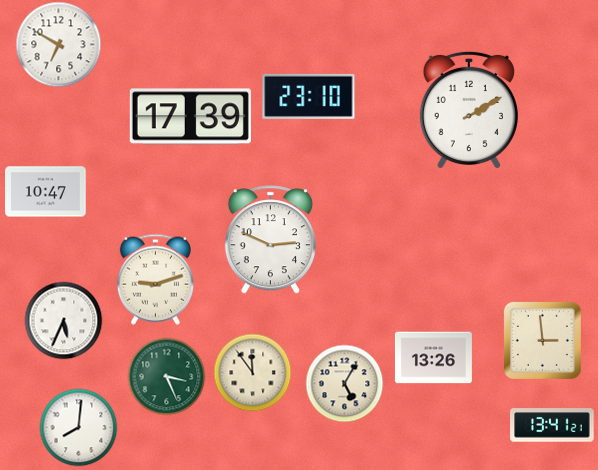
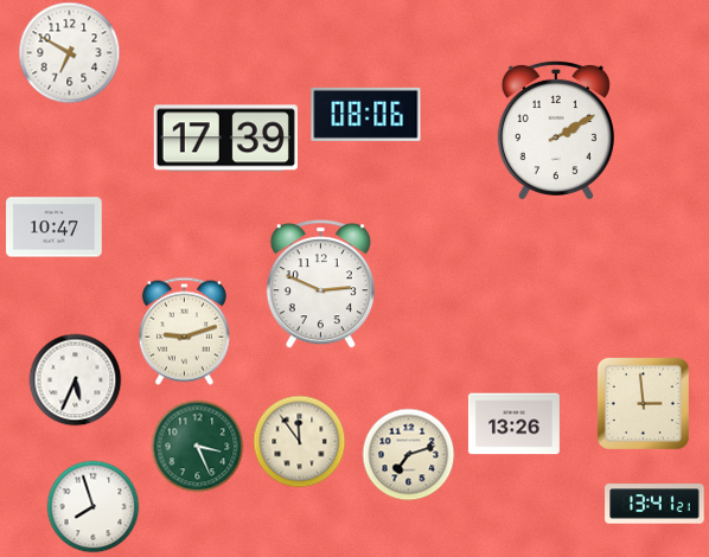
clock at (309, 96): 23:10 -> 08:06
clock at (344, 383): 5:05 -> 7:12
clock at (78, 427): 8:01 -> 7:57
